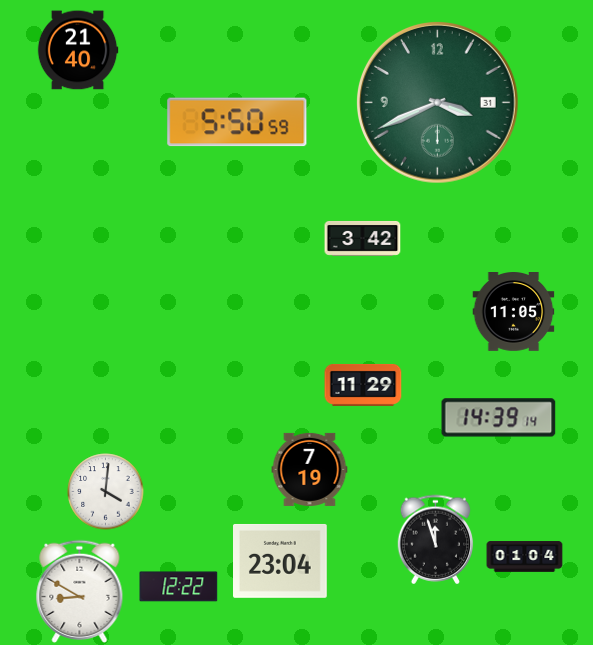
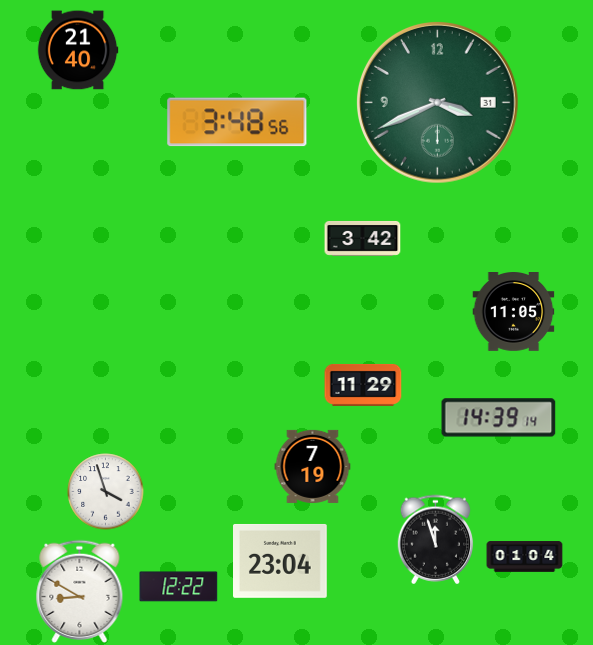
clock at (237, 122): 5:50 -> 3:48
clock at (310, 469) position: (310, 469) -> (313, 466)
clock at (106, 492): 4:01 -> 3:57
